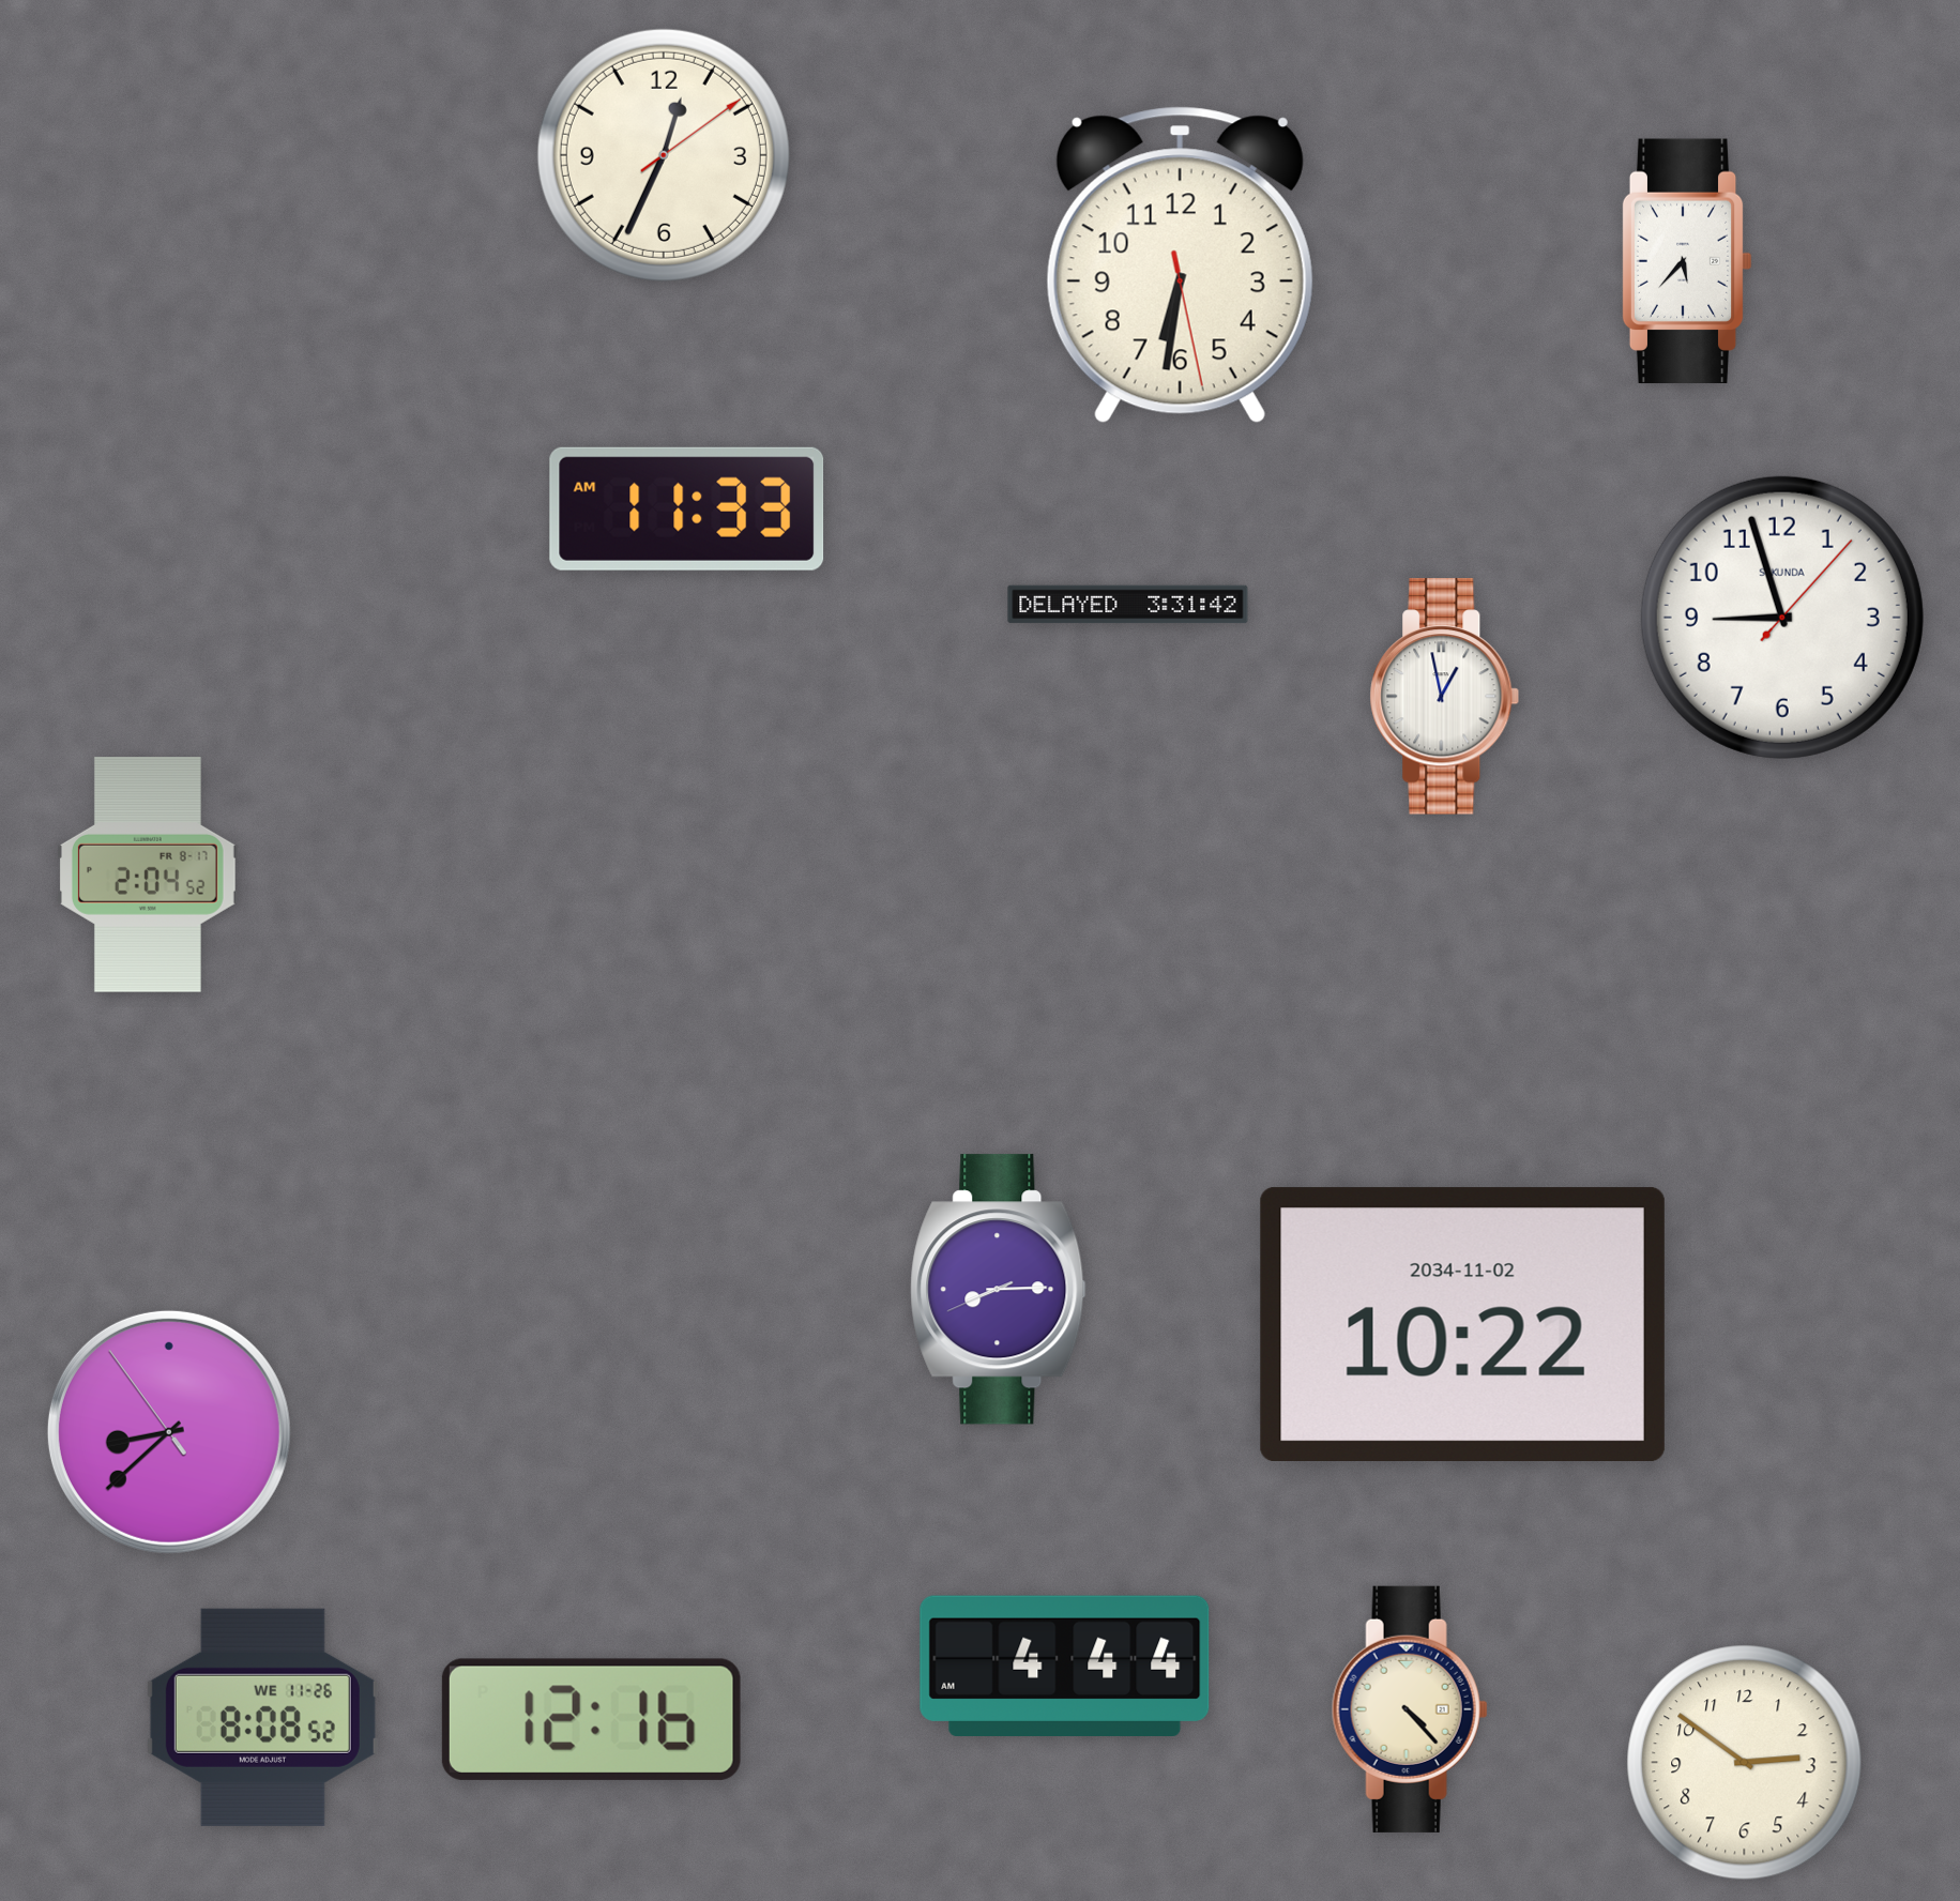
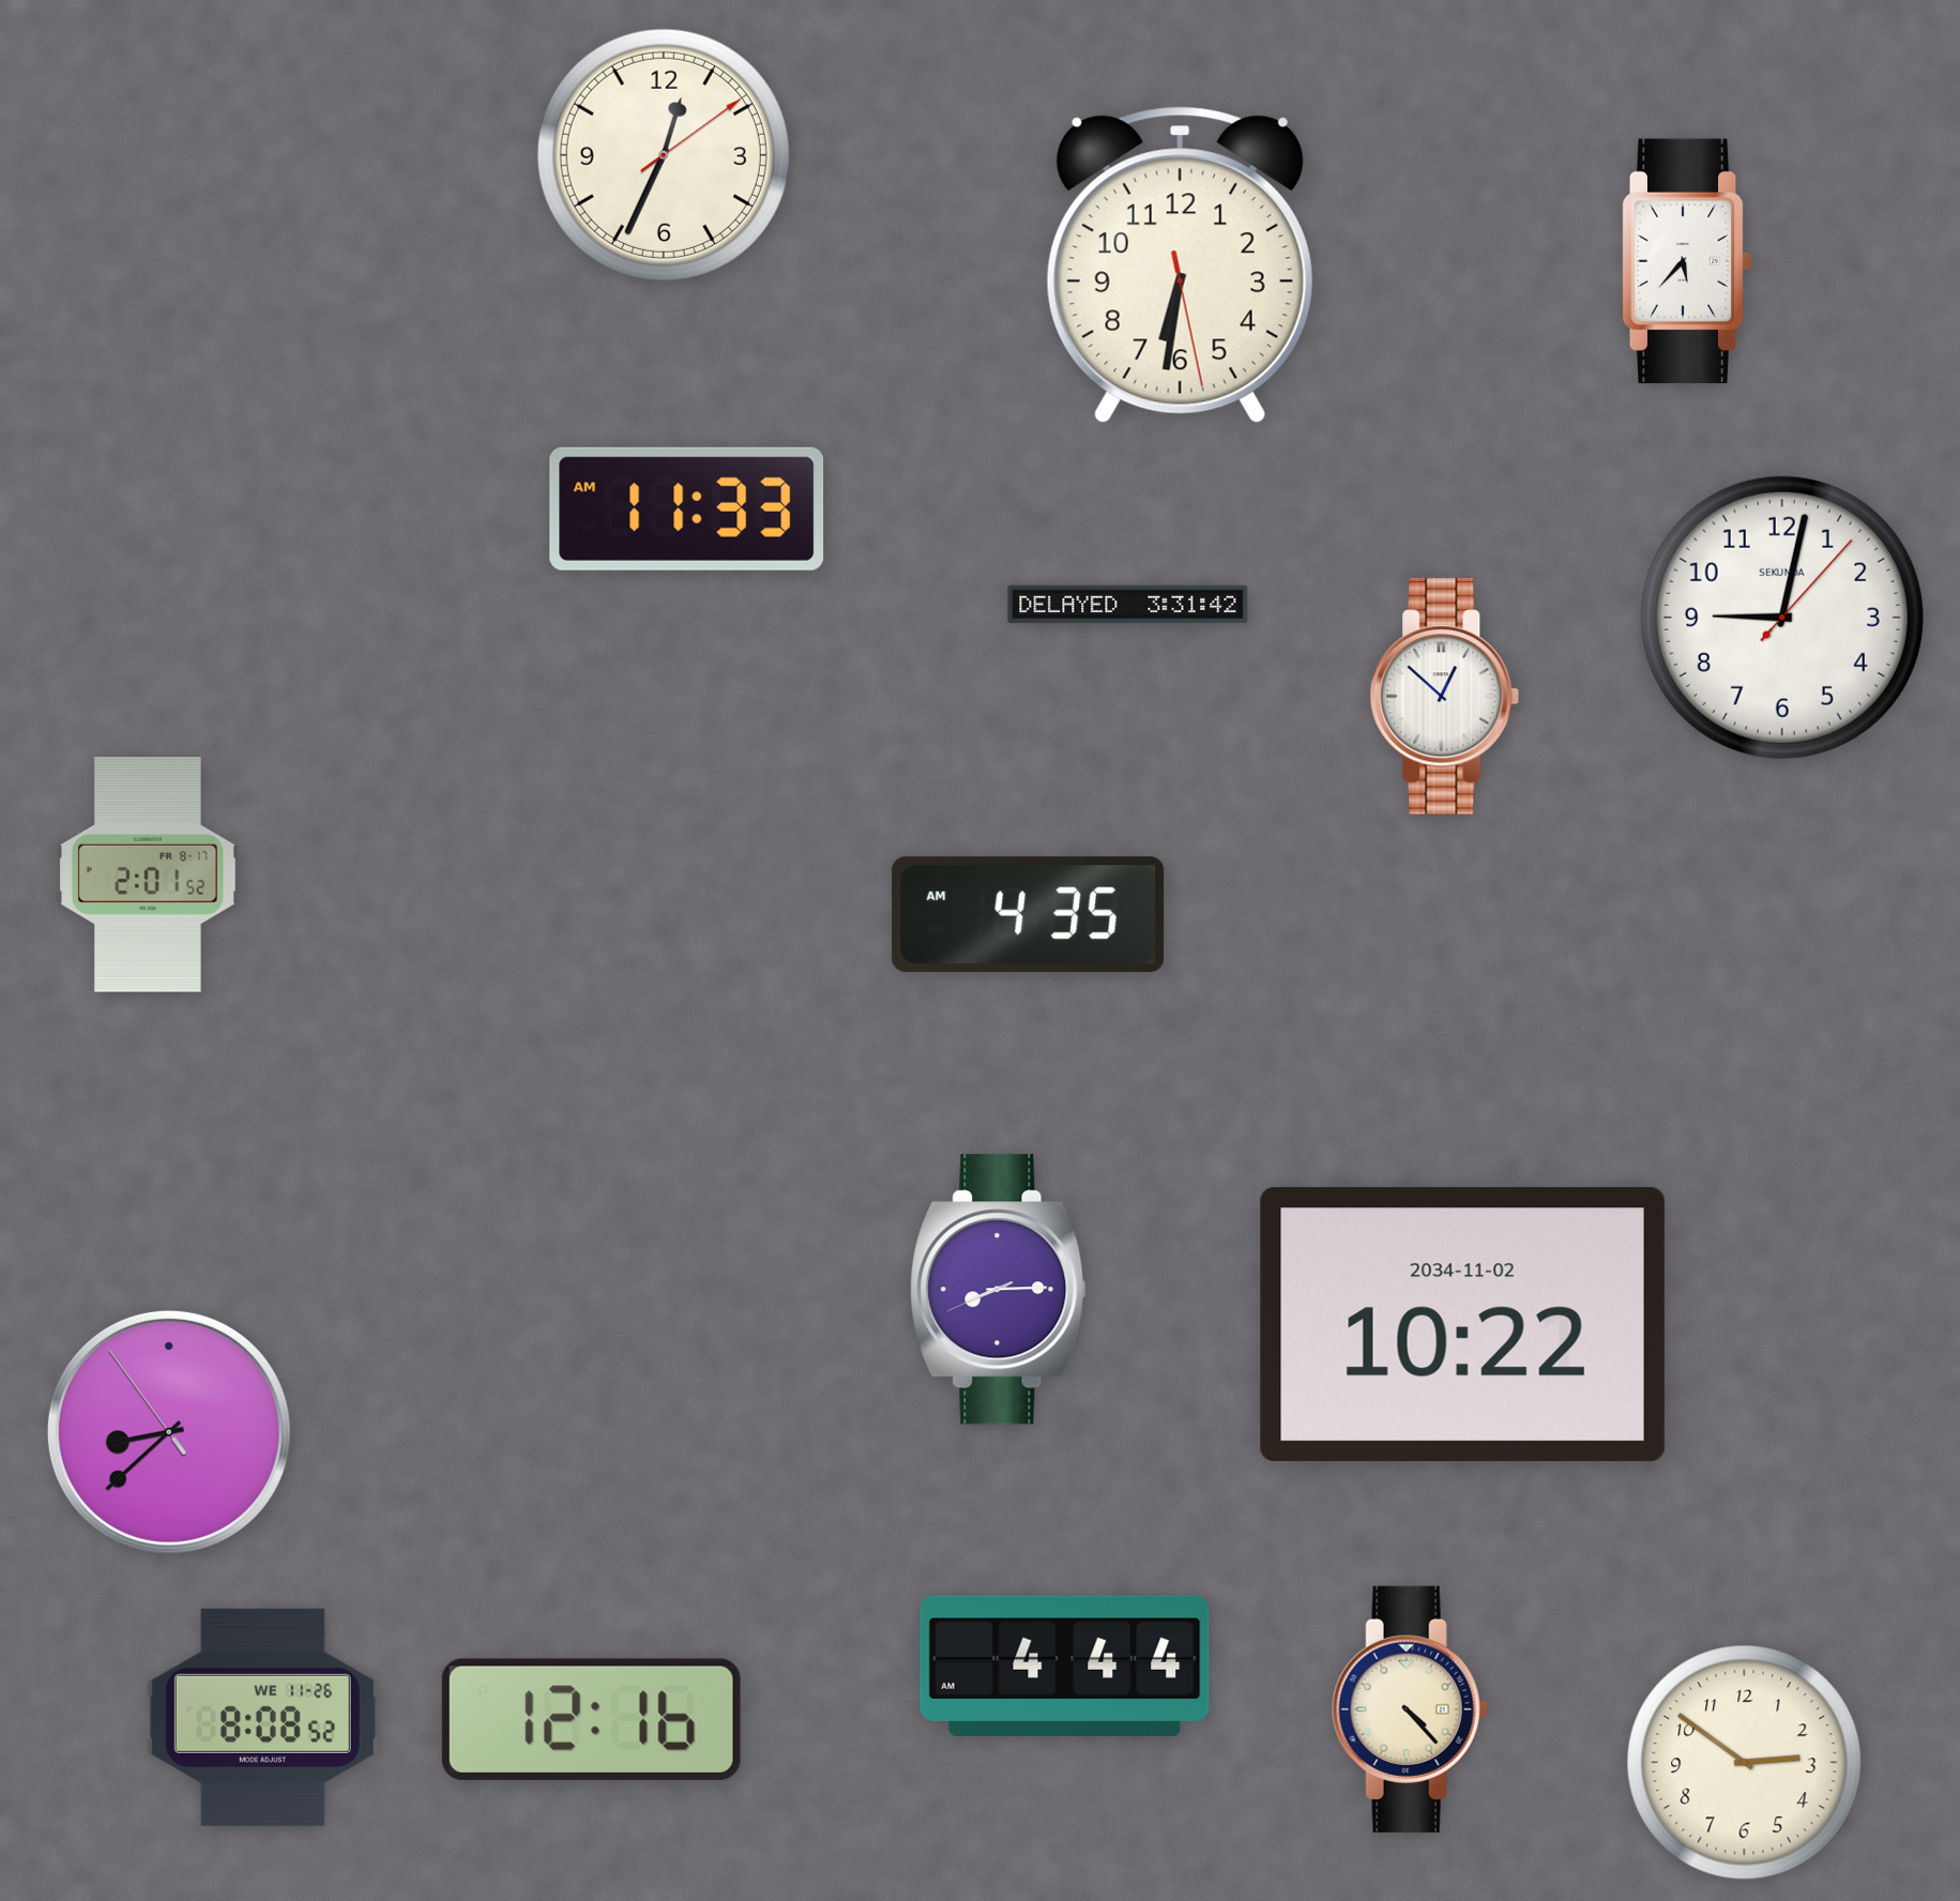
clock at (1782, 618): 8:57 -> 9:02
clock at (1445, 697): 12:58 -> 12:52
clock at (148, 876): 2:04 -> 2:01
clock at (1029, 914): none -> 4:35
